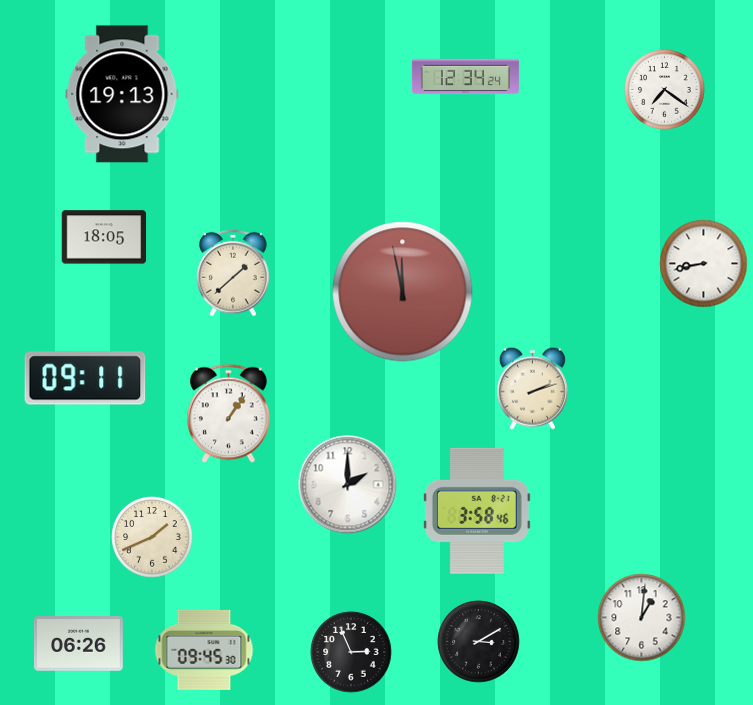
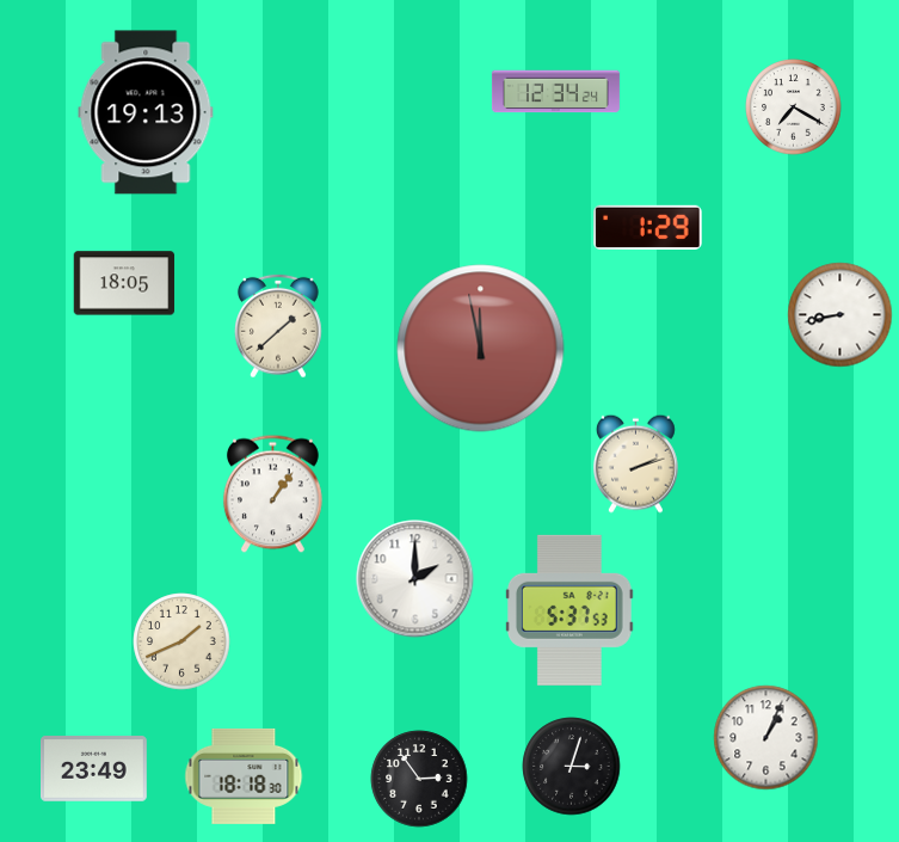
clock at (665, 90): 7:21 -> 7:20
clock at (648, 227): none -> 1:29
clock at (85, 378): 09:11 -> none
clock at (477, 511): 3:58 -> 5:37
clock at (642, 618): 1:01 -> 1:04
clock at (479, 642): 3:10 -> 3:03
clock at (79, 644): 06:26 -> 23:49
clock at (204, 650): 09:45 -> 18:18
clock at (351, 652): 2:56 -> 2:54
